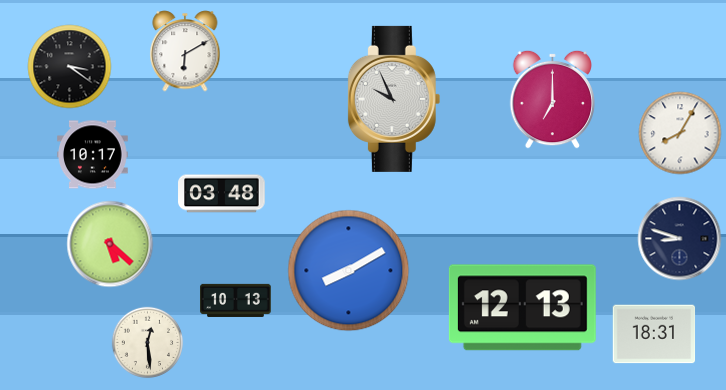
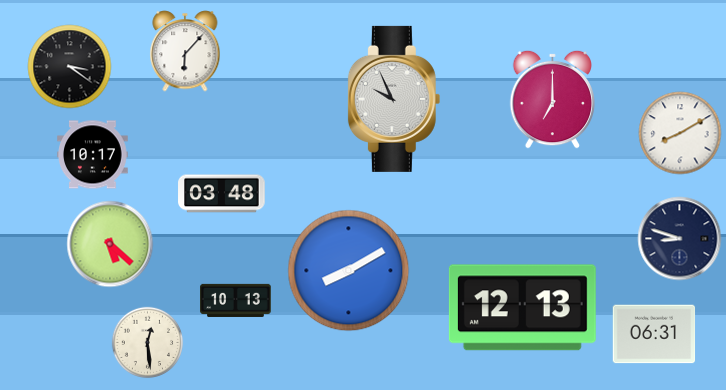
clock at (185, 51): 6:10 -> 6:07
clock at (680, 133): 8:05 -> 8:10
clock at (654, 334): 18:31 -> 06:31
